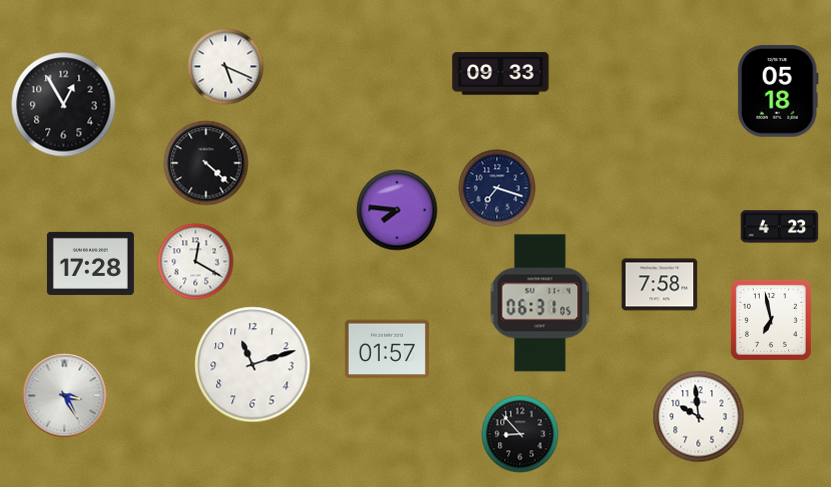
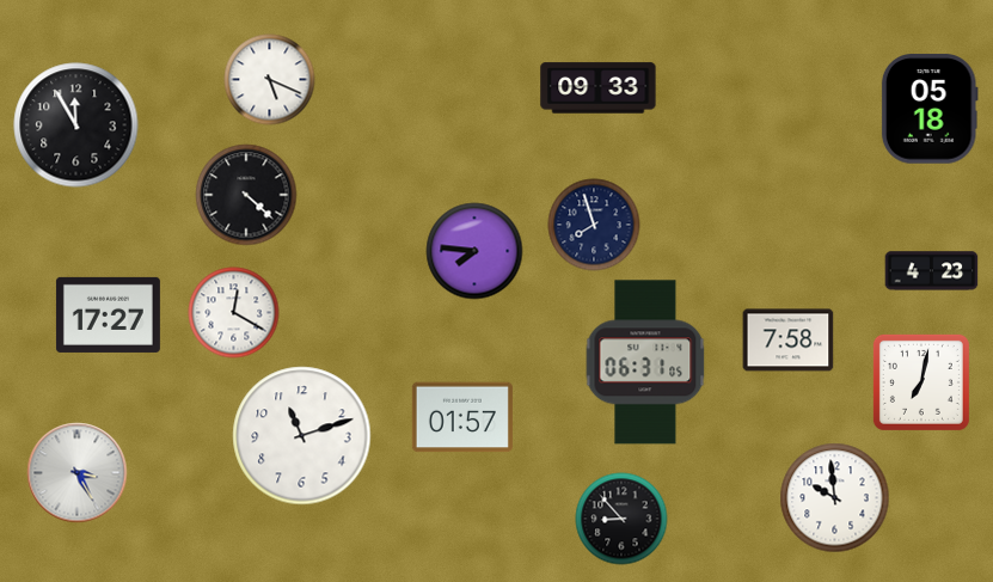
clock at (64, 105): 12:55 -> 11:55
clock at (497, 188): 7:18 -> 7:57
clock at (90, 263): 17:28 -> 17:27
clock at (771, 320): 6:58 -> 7:02
